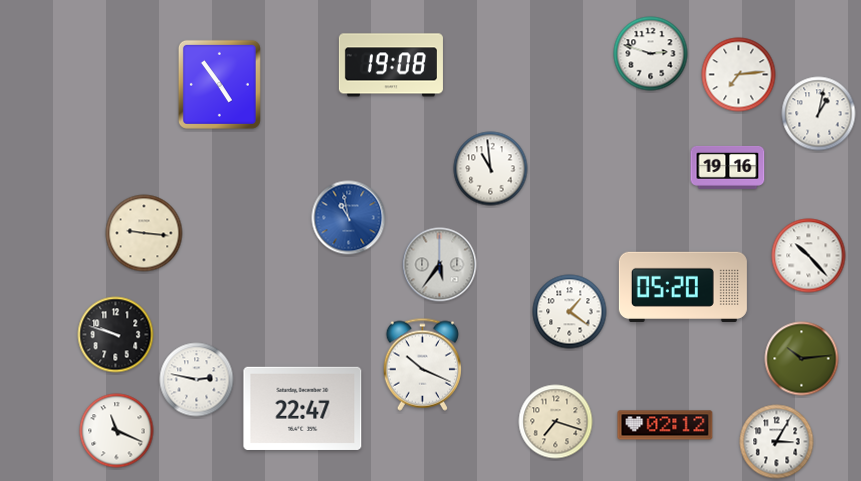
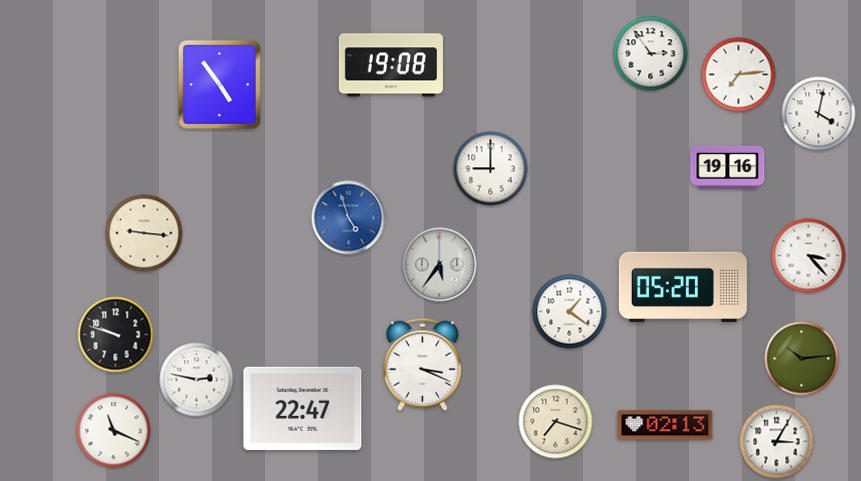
clock at (651, 54): 2:48 -> 2:54
clock at (819, 114): 1:02 -> 4:02
clock at (491, 169): 10:59 -> 9:00
clock at (349, 218): 10:58 -> 4:57
clock at (809, 256): 10:23 -> 3:23
clock at (422, 364): 10:19 -> 3:19
clock at (665, 425): 02:12 -> 02:13
clock at (117, 431) position: (117, 431) -> (114, 431)
